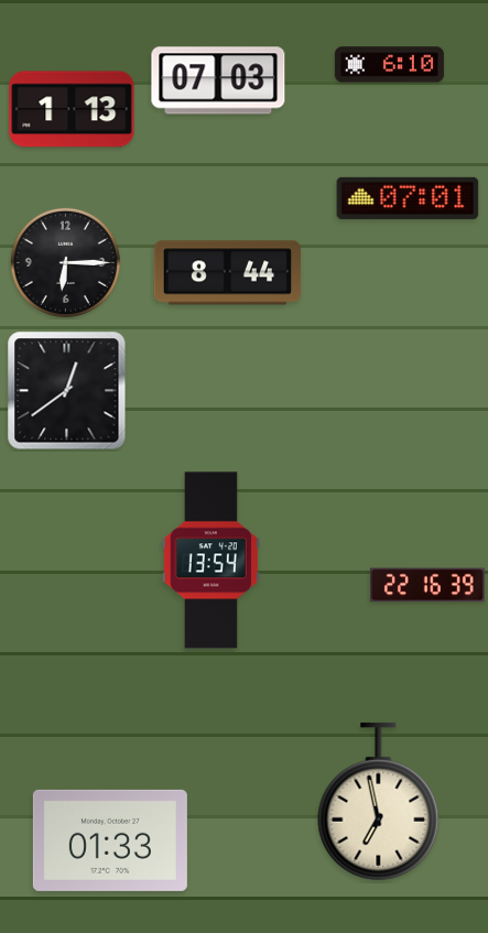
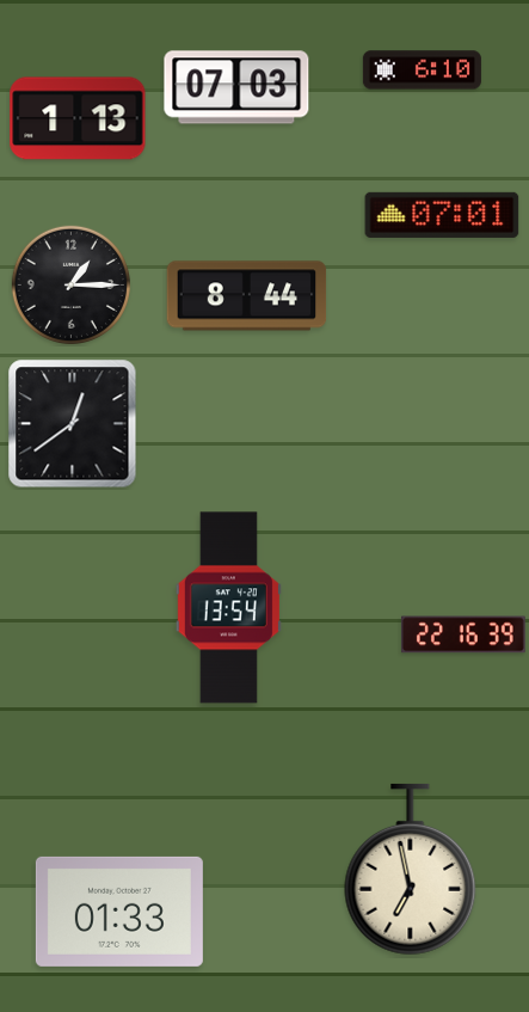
clock at (65, 262): 6:15 -> 1:15
